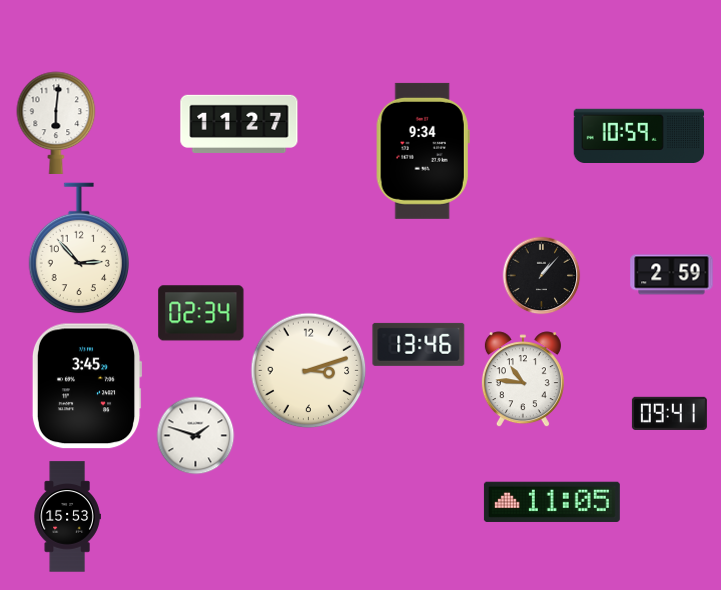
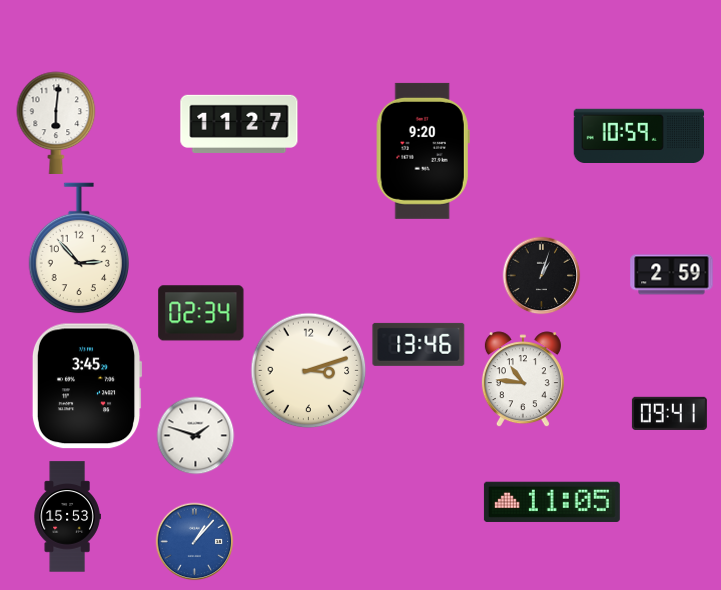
clock at (423, 151): 9:34 -> 9:20
clock at (542, 276): 1:07 -> 1:03
clock at (195, 542): none -> 1:07
